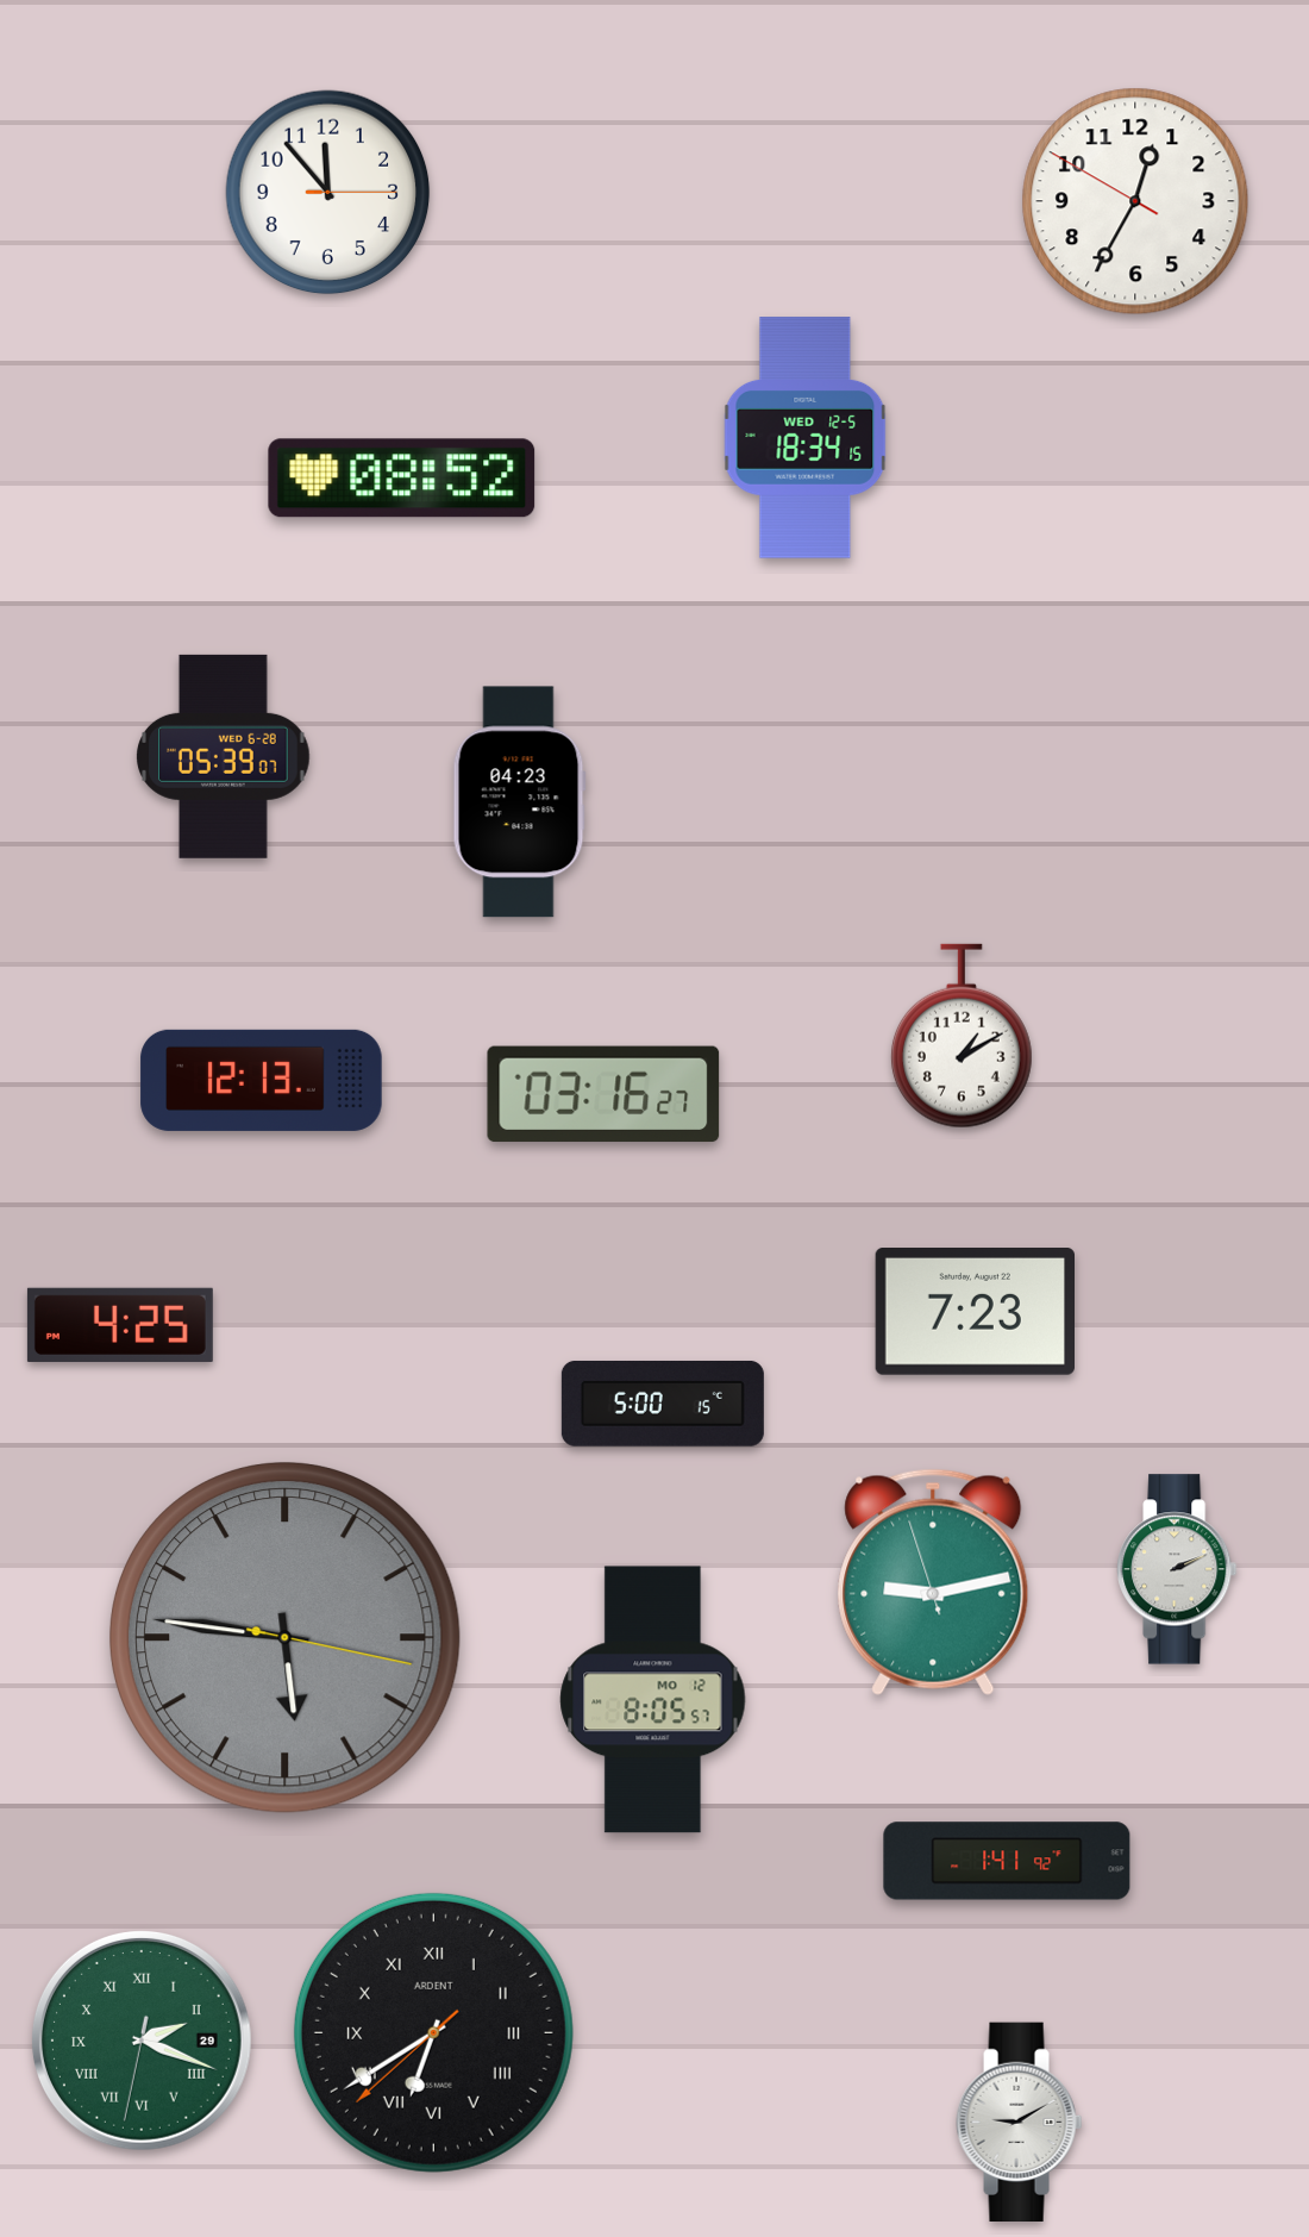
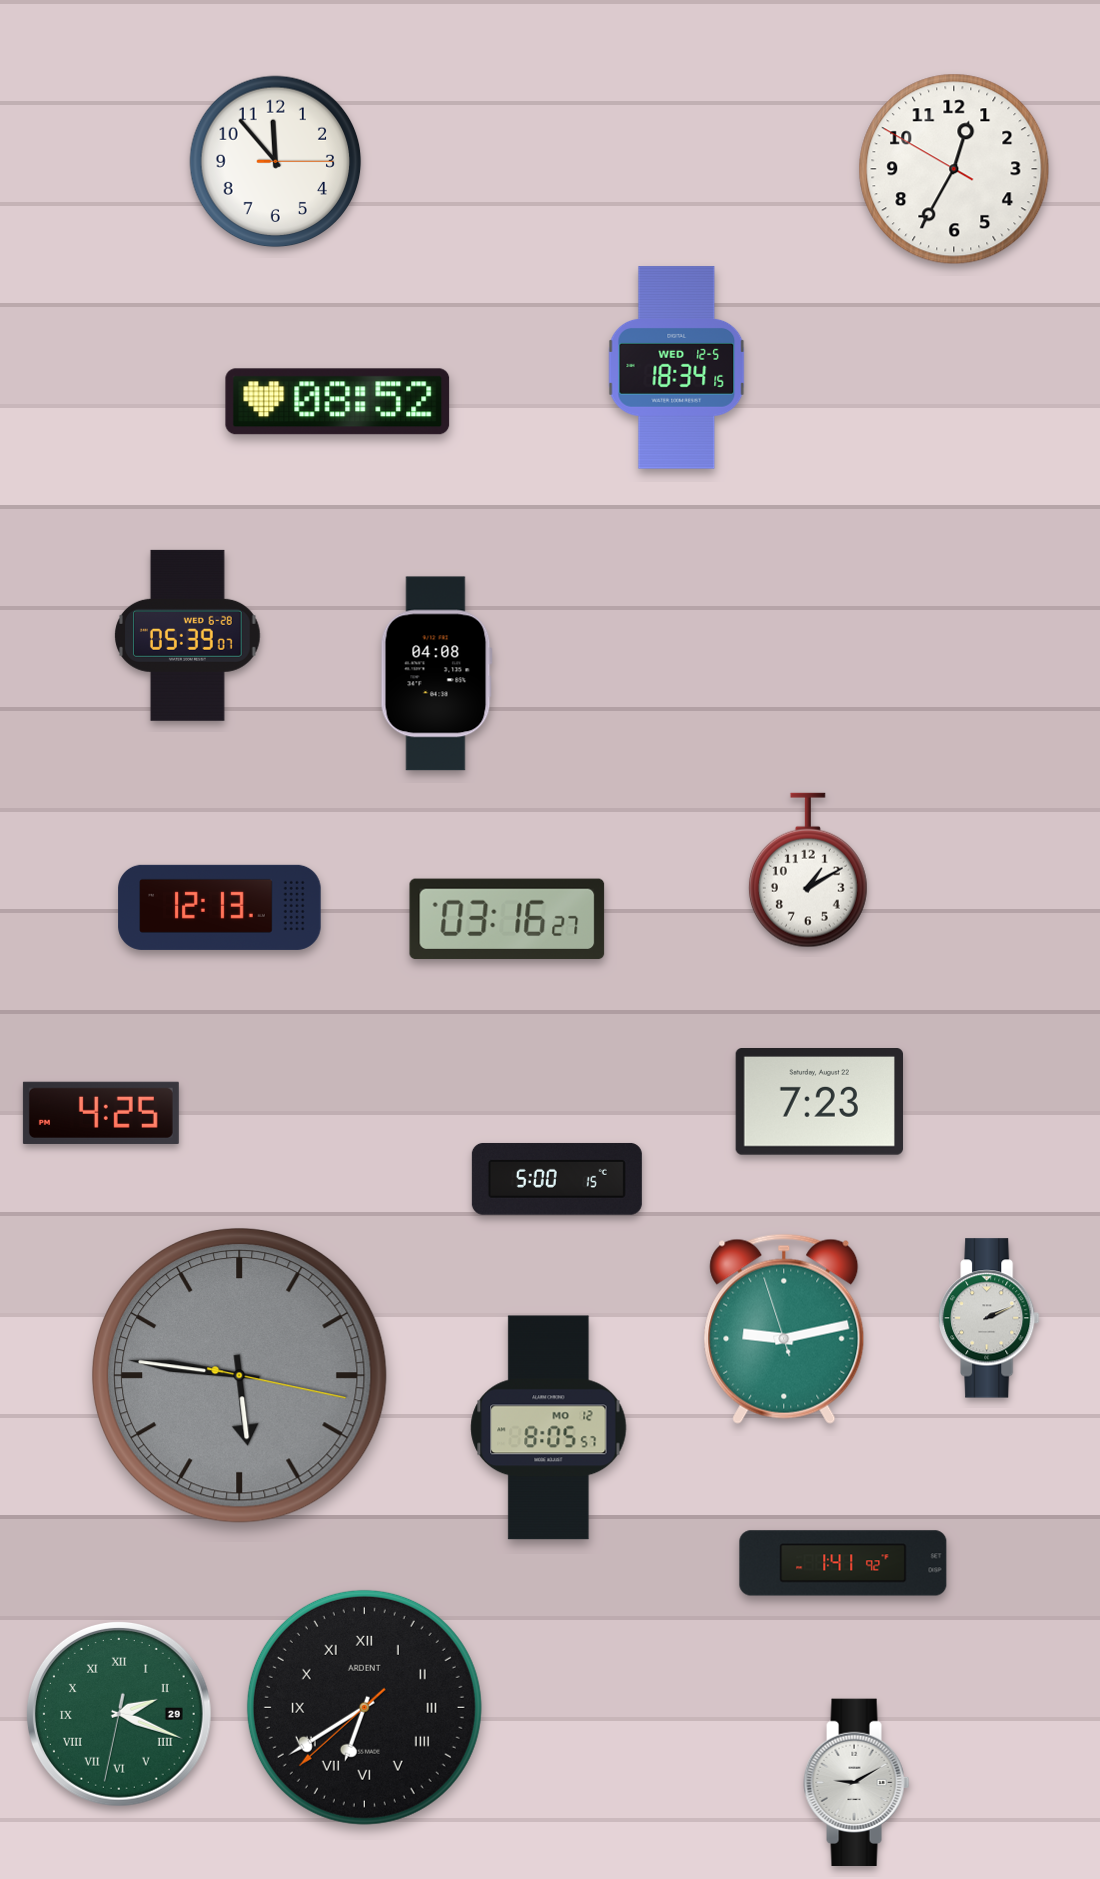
clock at (519, 802): 04:23 -> 04:08
clock at (1007, 1861) position: (1007, 1861) -> (843, 1563)
